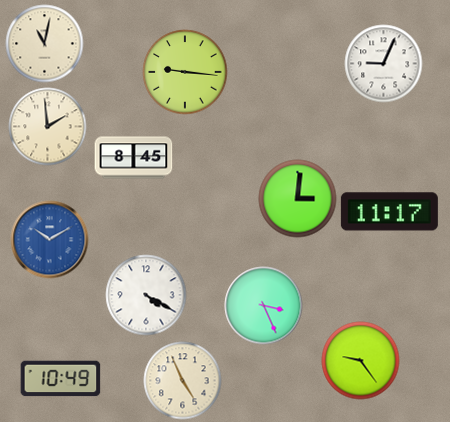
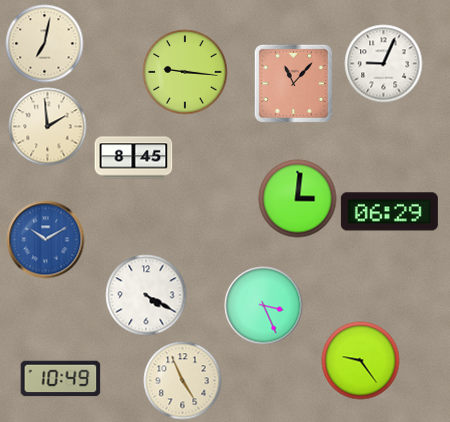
clock at (44, 43): 11:02 -> 7:02
clock at (293, 83): none -> 11:07
clock at (389, 212): 11:17 -> 06:29
clock at (49, 239) position: (49, 239) -> (45, 239)
